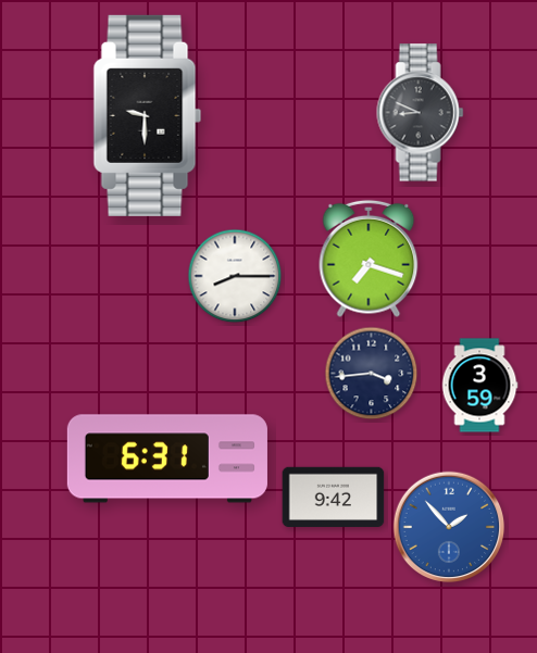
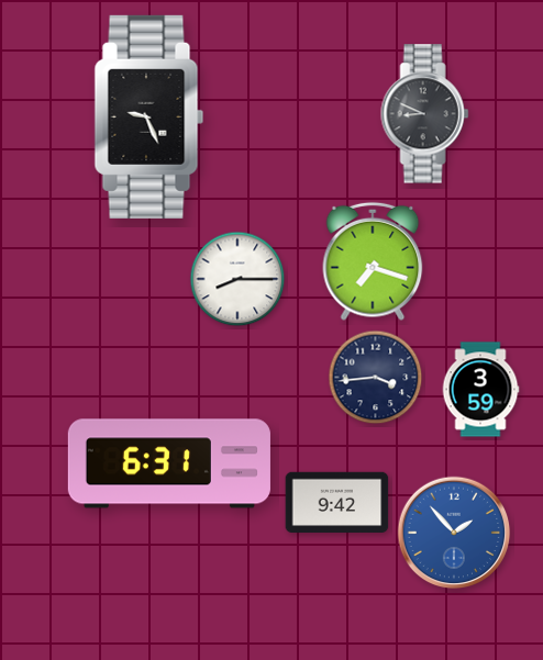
clock at (148, 115): 9:30 -> 9:26
clock at (479, 386) position: (479, 386) -> (480, 390)
